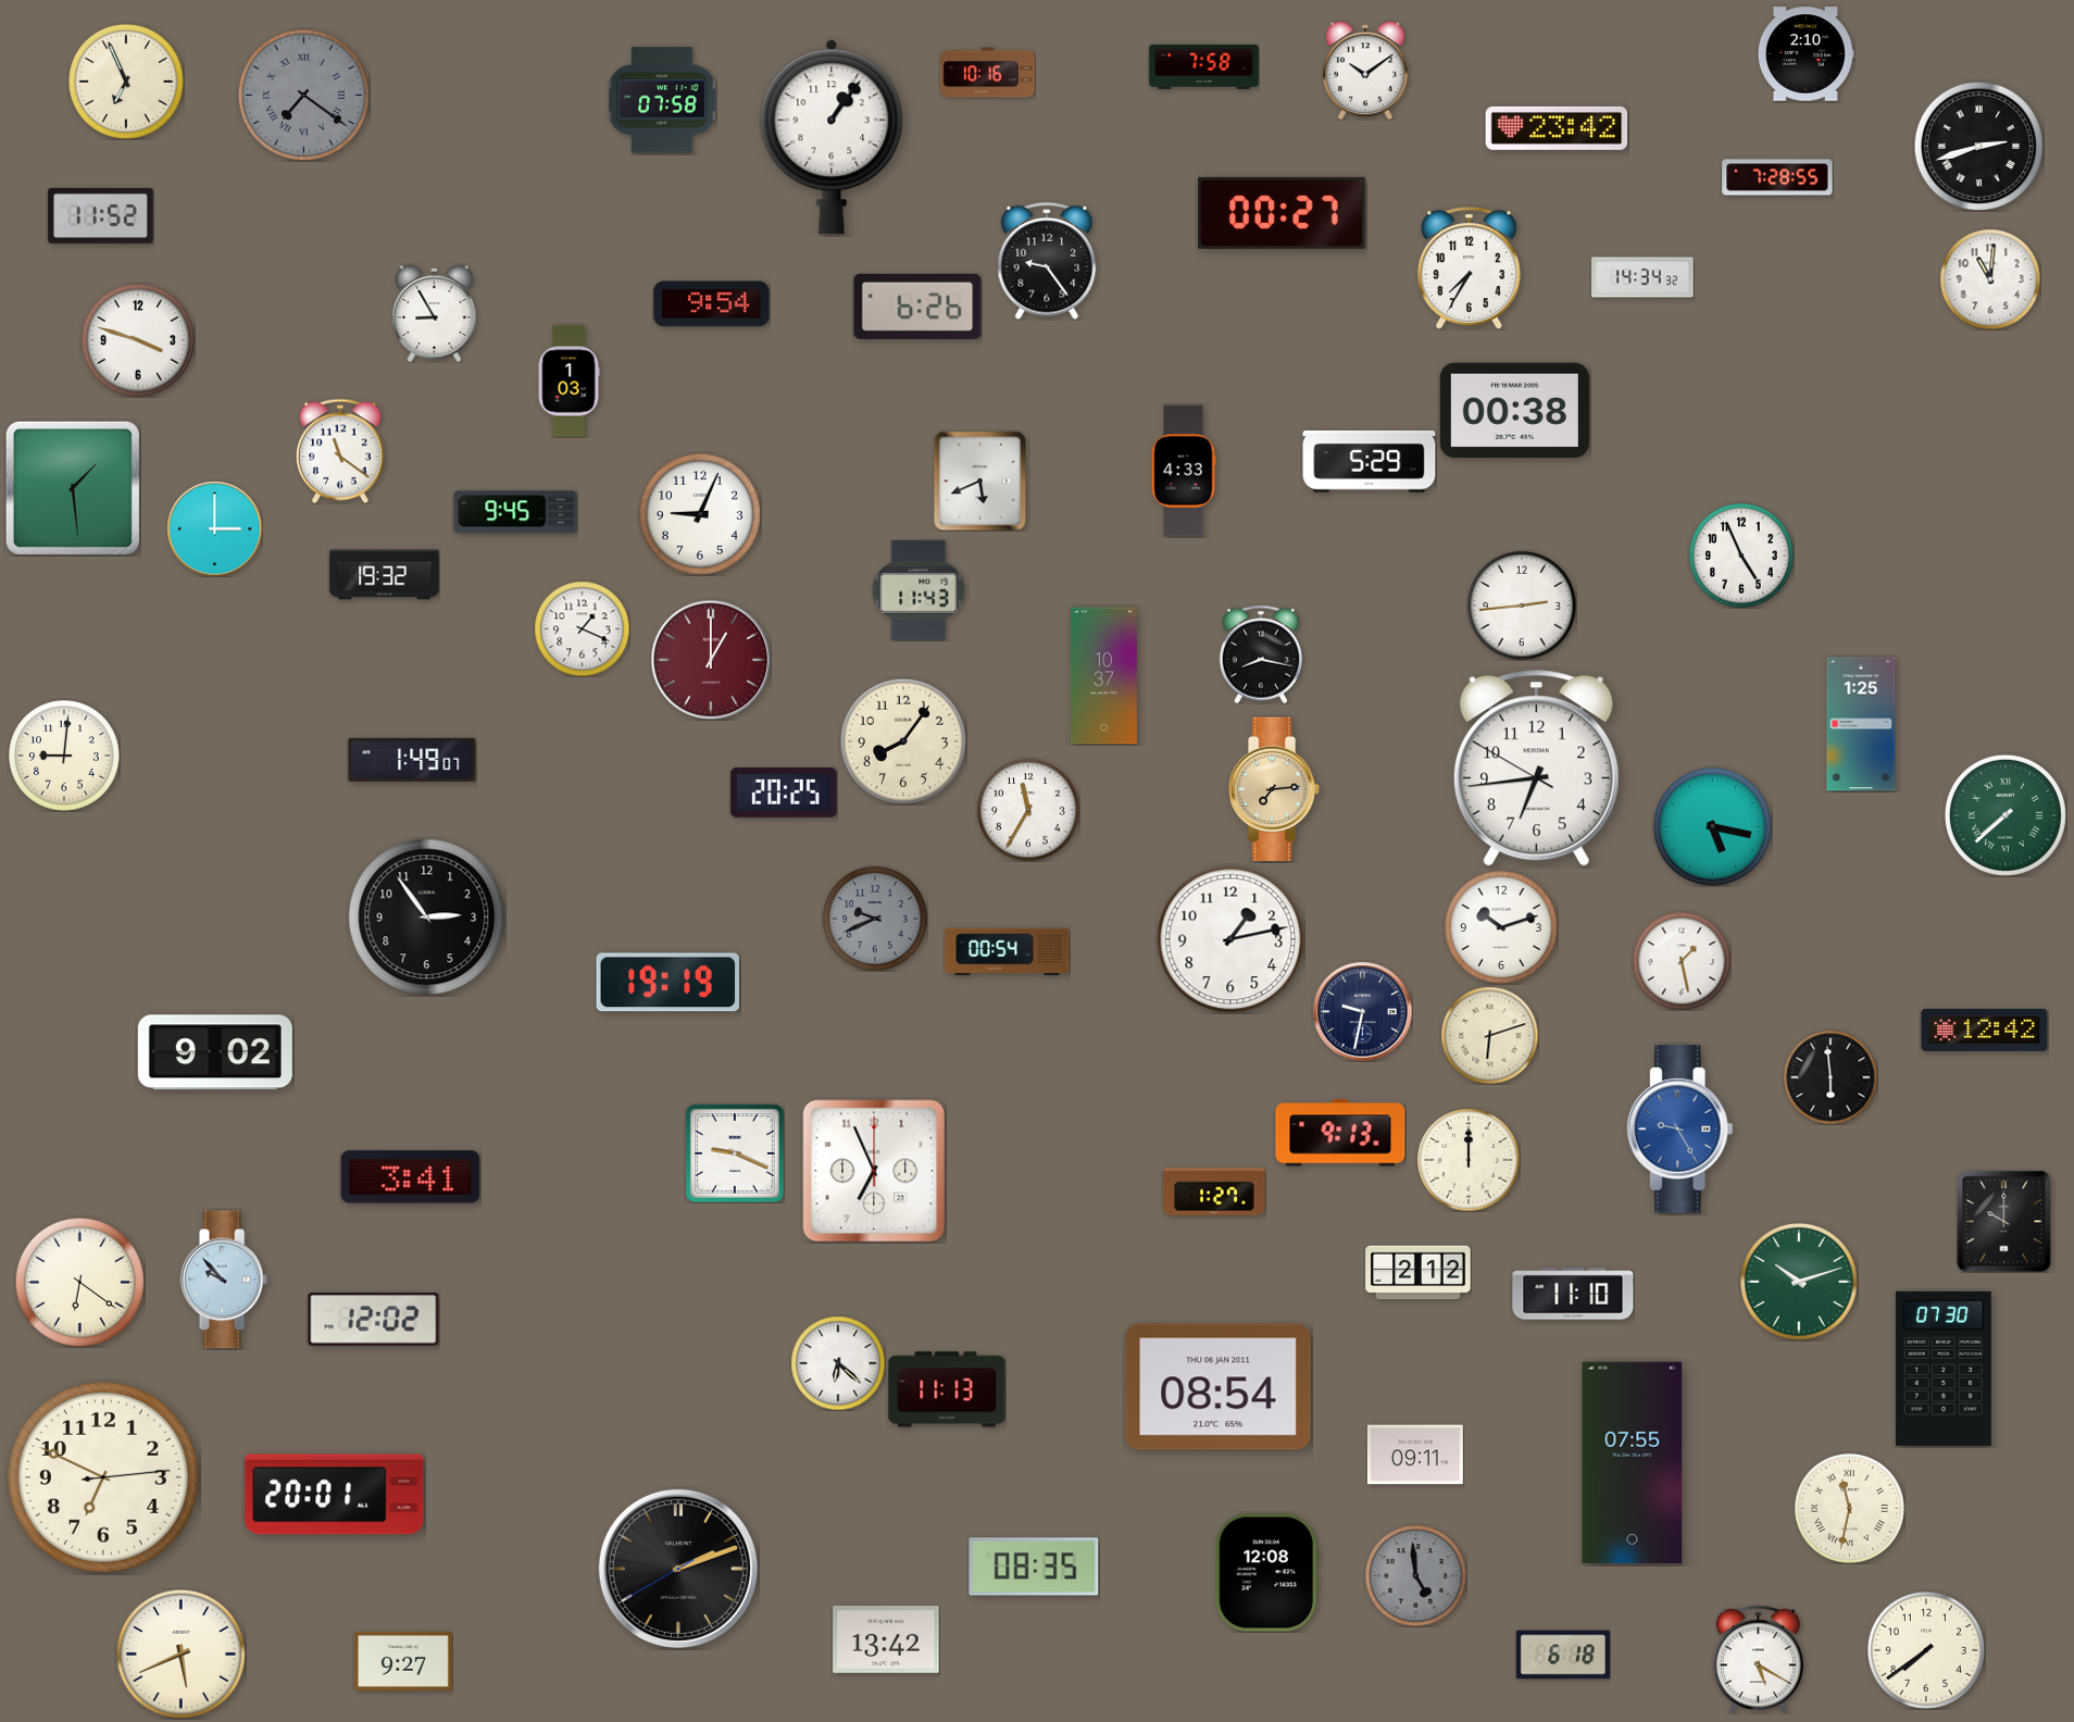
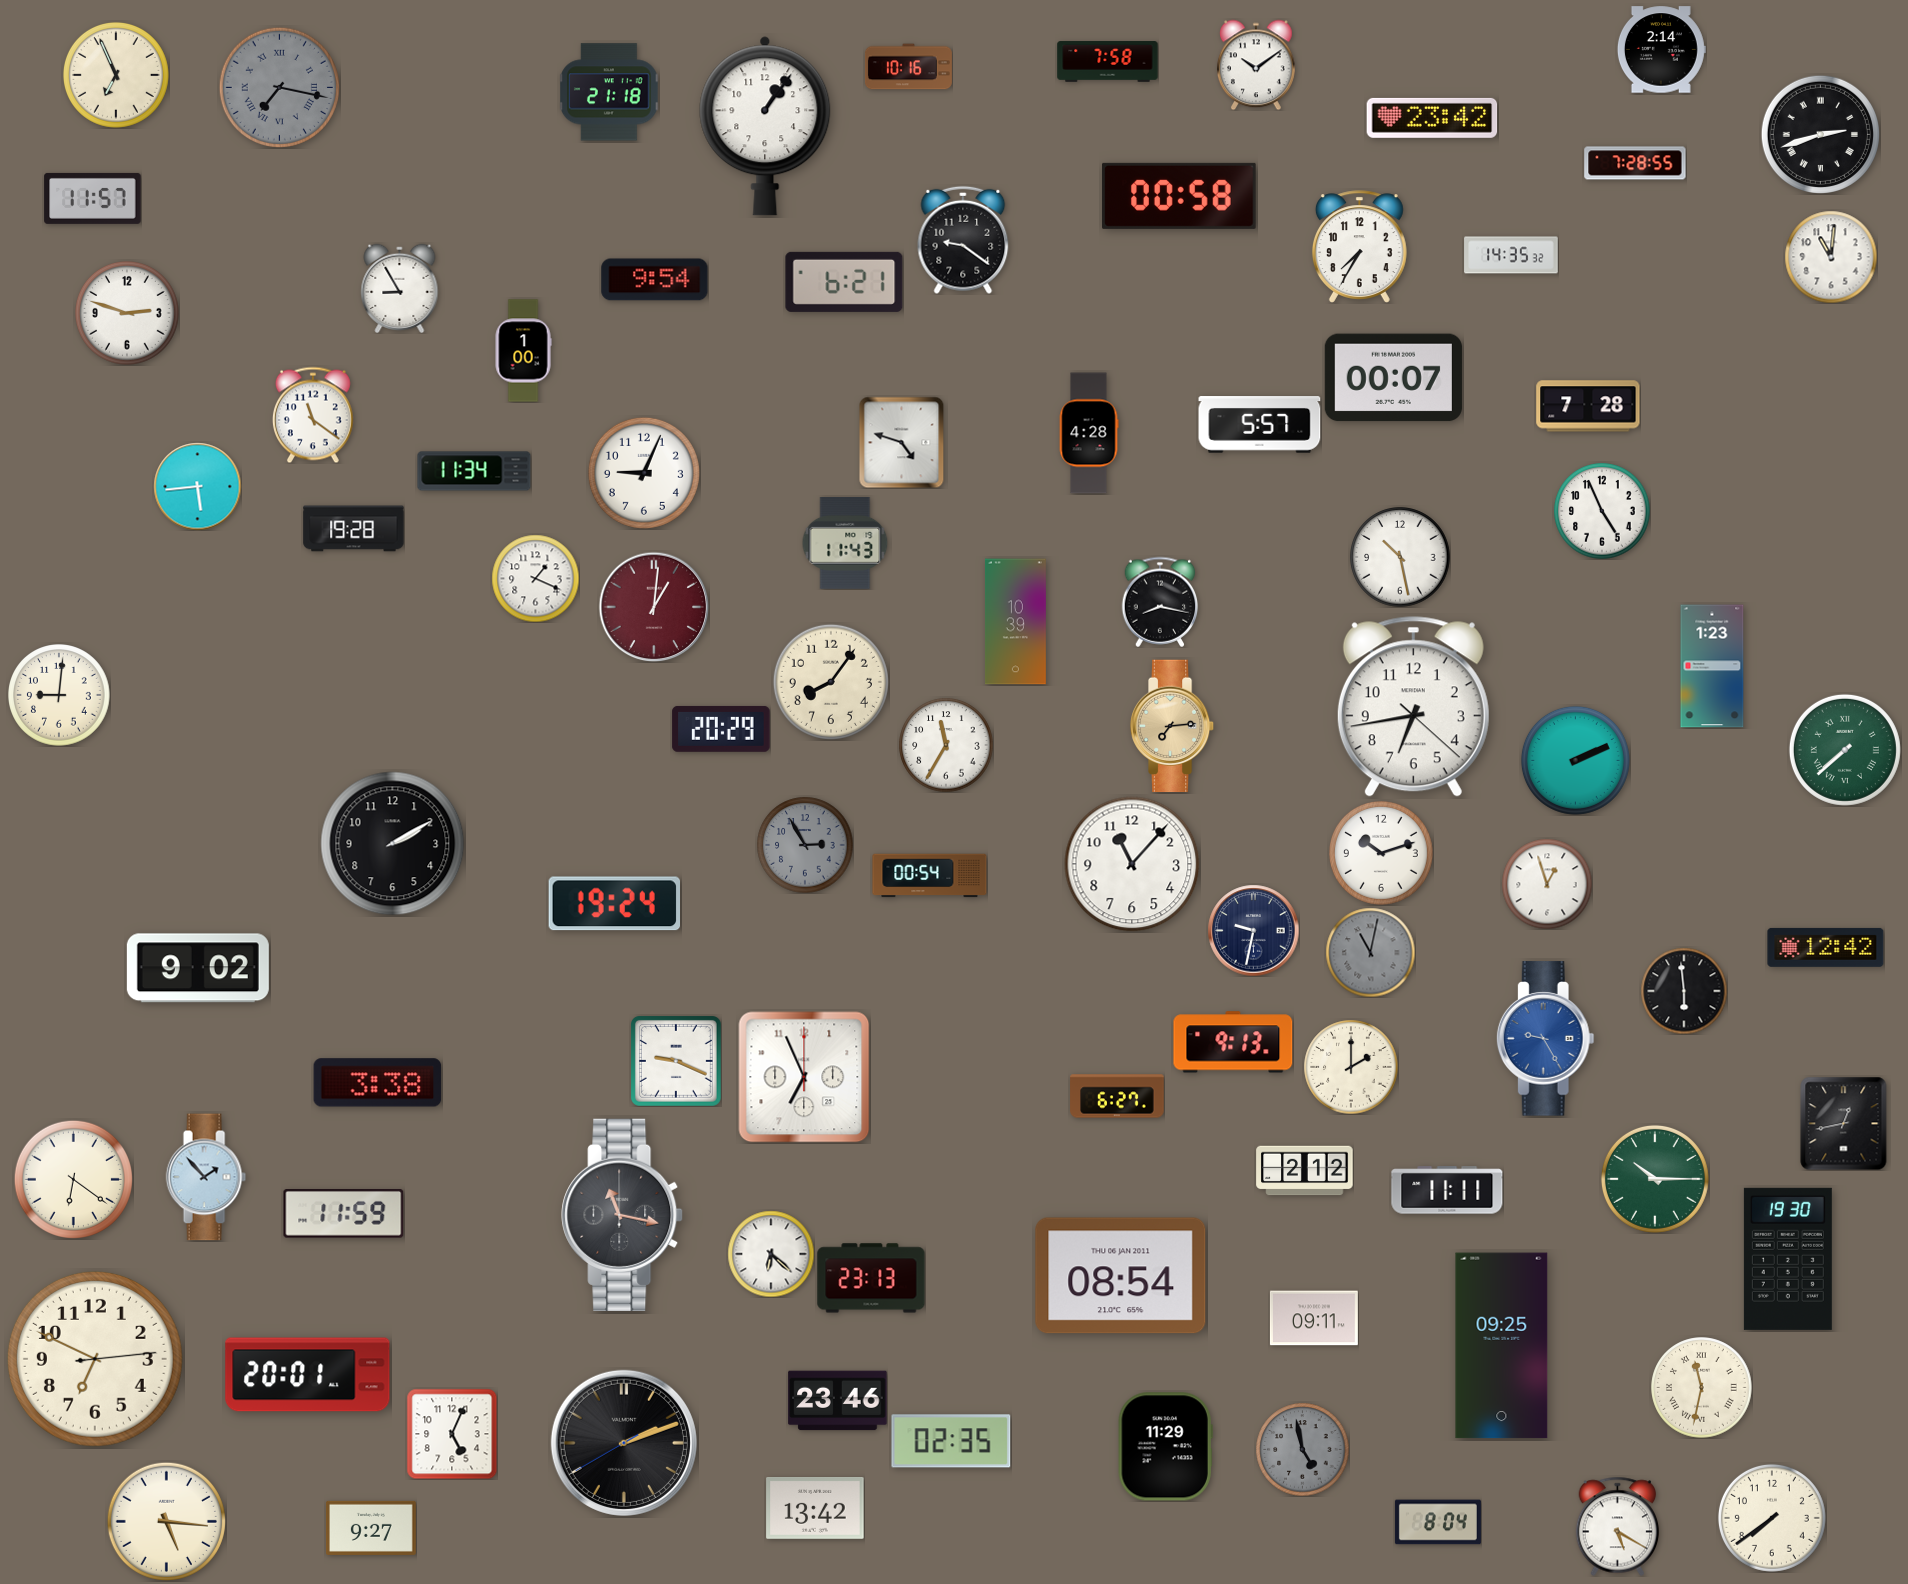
clock at (1806, 54): 2:10 -> 2:14
clock at (303, 95): 7:21 -> 7:17
clock at (662, 100): 07:58 -> 21:18
clock at (1282, 213): 00:27 -> 00:58
clock at (101, 215): 11:52 -> 11:57
clock at (1047, 261): 9:24 -> 9:21
clock at (1469, 269) position: (1469, 269) -> (1359, 247)
clock at (1642, 277): 14:34 -> 14:35
clock at (917, 307): 6:26 -> 6:21
clock at (139, 341): 3:48 -> 2:48
clock at (569, 382): 1:03 -> 1:00
clock at (1514, 411): 00:38 -> 00:07
clock at (1588, 406): none -> 7:28
clock at (1370, 462): 5:29 -> 5:57
clock at (1184, 471): 4:33 -> 4:28
clock at (980, 481): 5:41 -> 4:48
clock at (73, 488): 1:29 -> none
clock at (515, 512): 9:45 -> 11:34
clock at (214, 528): 3:00 -> 5:44
clock at (385, 575): 19:32 -> 19:28
clock at (1522, 606): 2:44 -> 10:28
clock at (711, 660): 1:00 -> 1:01
clock at (1103, 676): 10:37 -> 10:39
clock at (1861, 724): 1:25 -> 1:23
clock at (412, 760): 1:49 -> none
clock at (1536, 769): 6:43:50 -> 6:43:22
clock at (784, 793): 20:25 -> 20:29
clock at (1712, 826): 5:17 -> 2:11
clock at (427, 918): 2:54 -> 2:10
clock at (875, 919): 9:41 -> 2:55
clock at (1230, 939): 1:13 -> 11:07
clock at (1008, 952) position: (1008, 952) -> (930, 876)
clock at (1682, 961): 1:28 -> 12:57
clock at (667, 983): 19:19 -> 19:24
clock at (1489, 1035): 6:12 -> 11:02
clock at (1489, 1035) dial: cream -> grey
clock at (1469, 1160): 12:00 -> 2:00
clock at (411, 1177): 3:41 -> 3:38
clock at (1214, 1191): 1:27 -> 6:27
clock at (2004, 1221): 10:00 -> 12:43
clock at (224, 1280): 9:53 -> 1:53
clock at (1799, 1282): 10:12 -> 10:15
clock at (1573, 1294): 11:10 -> 11:11
clock at (374, 1320): 12:02 -> 11:59
clock at (622, 1215): none -> 11:17
clock at (1944, 1369): 07:30 -> 19:30
clock at (947, 1389): 11:13 -> 23:13
clock at (1415, 1455) position: (1415, 1455) -> (1314, 1318)
clock at (1633, 1463): 07:55 -> 09:25
clock at (838, 1401): none -> 23:46
clock at (452, 1434): none -> 5:04
clock at (1034, 1567): 08:35 -> 02:35
clock at (1266, 1573): 12:08 -> 11:29
clock at (1415, 1575): 4:59 -> 4:58
clock at (180, 1654): 5:41 -> 5:16
clock at (1563, 1655): 6:18 -> 8:04
